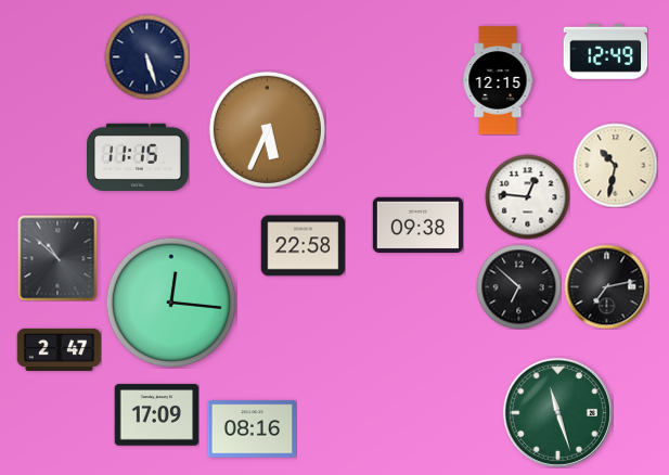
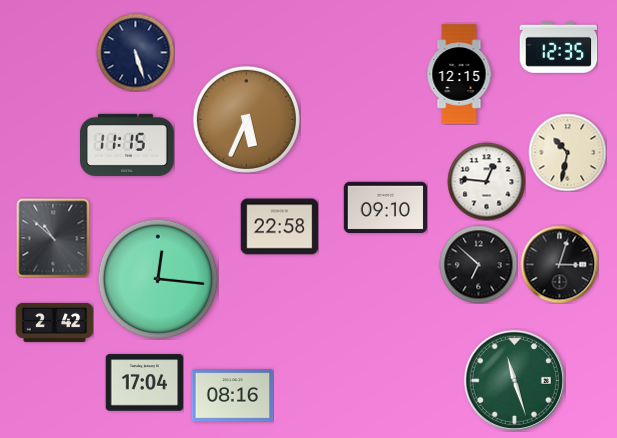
clock at (605, 51): 12:49 -> 12:35
clock at (417, 226): 09:38 -> 09:10
clock at (606, 286): 7:13 -> 3:03
clock at (59, 349): 2:47 -> 2:42
clock at (156, 415): 17:09 -> 17:04
